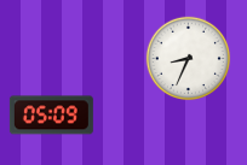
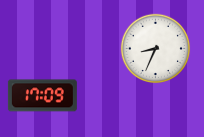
clock at (51, 116): 05:09 -> 17:09
